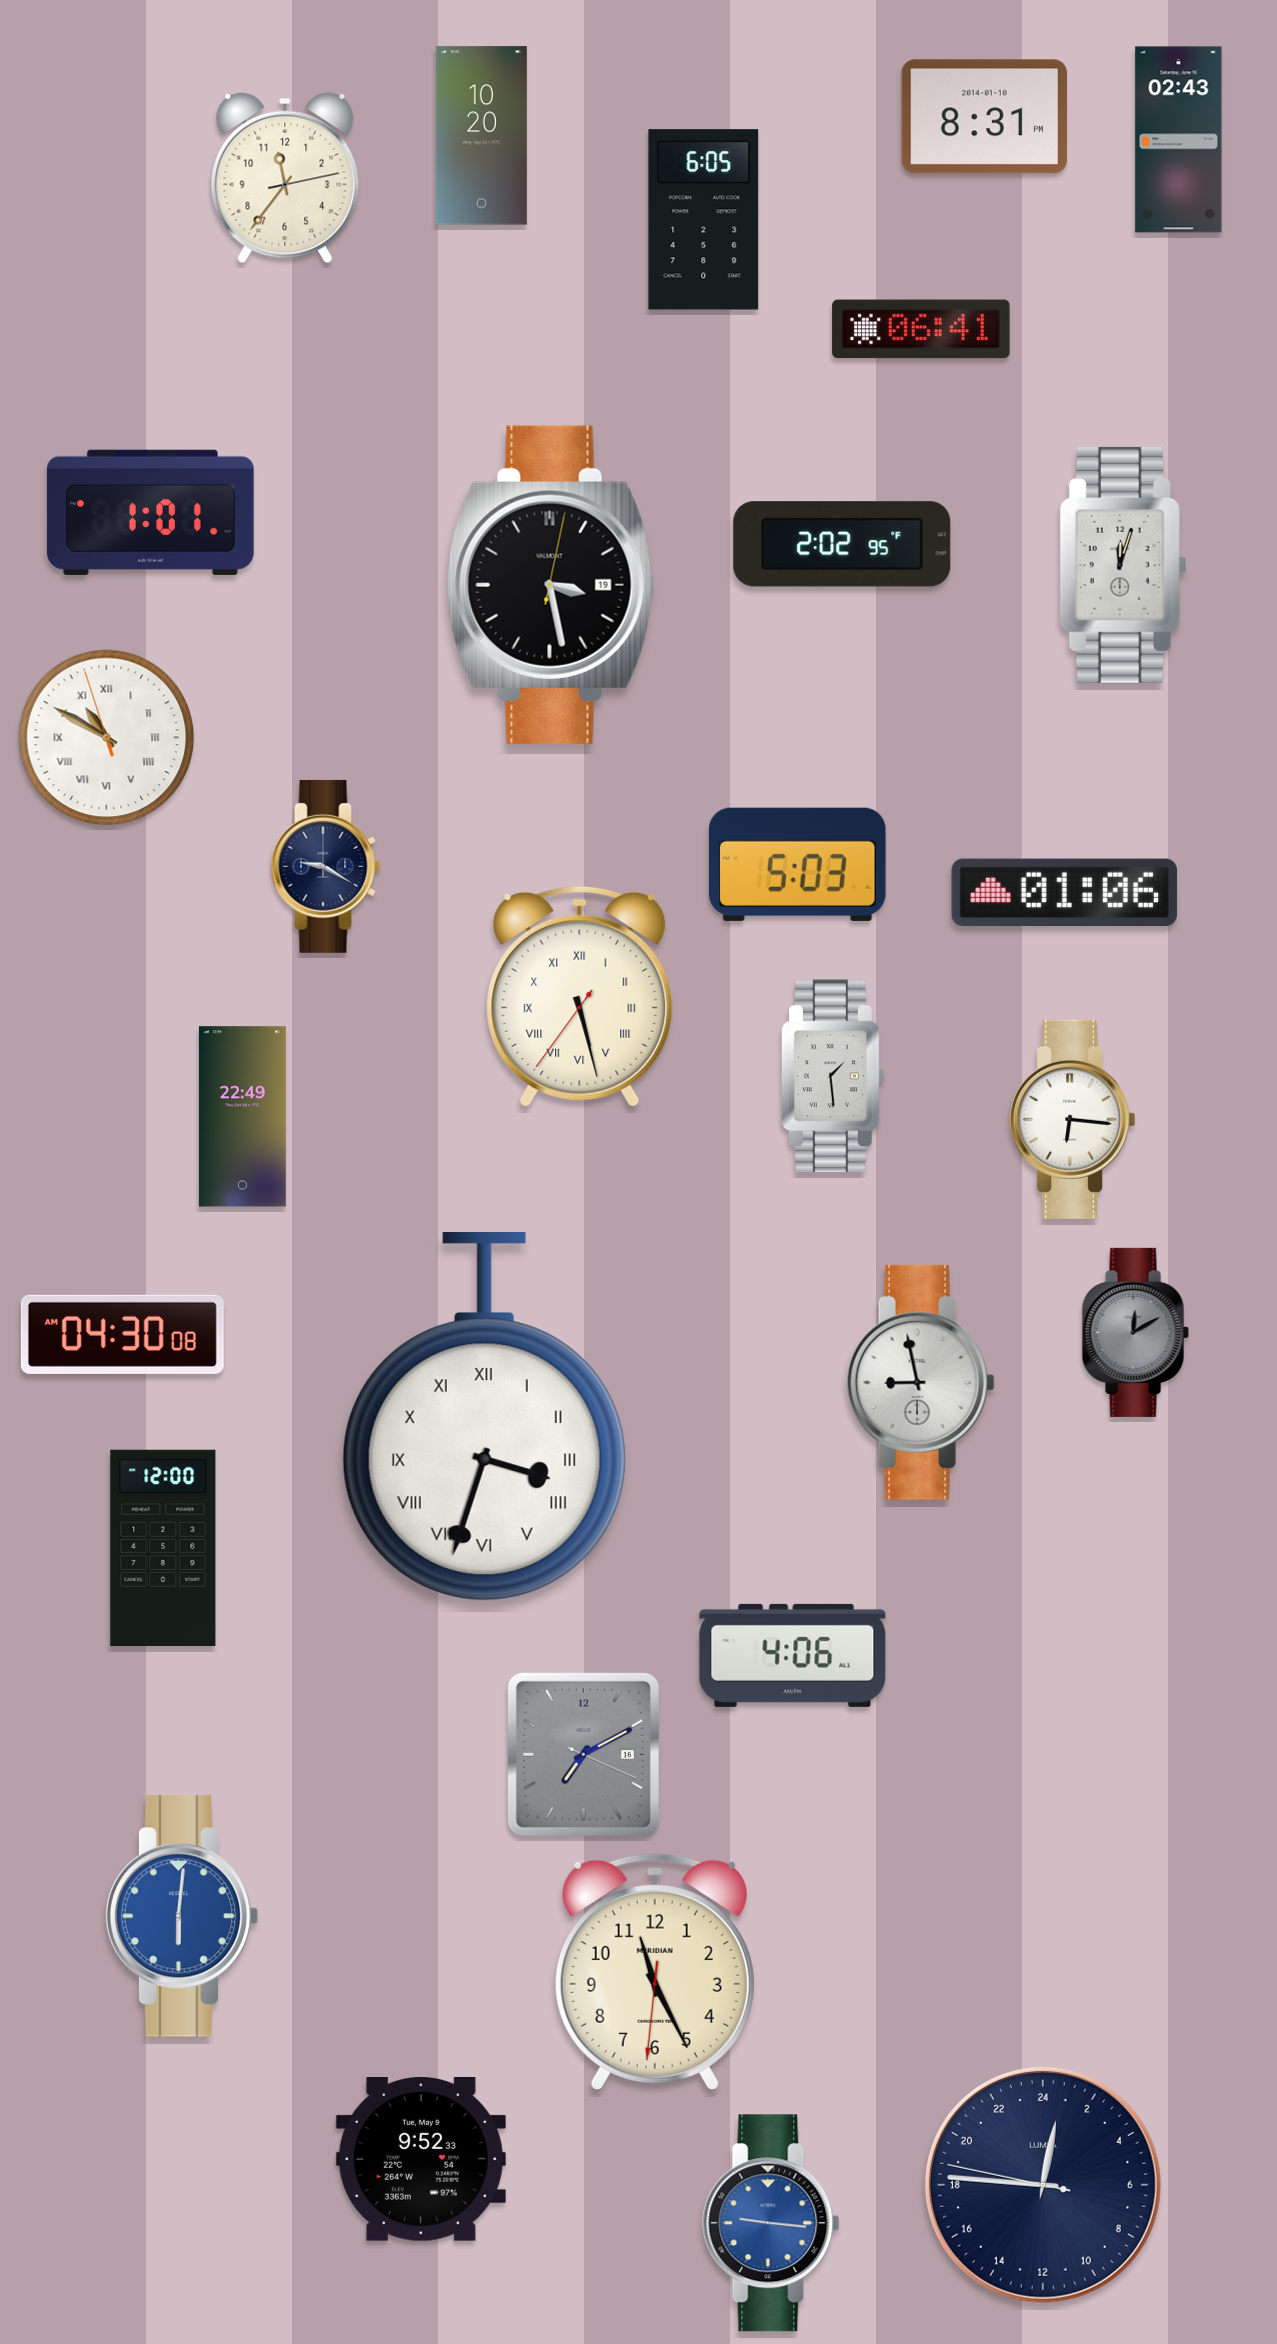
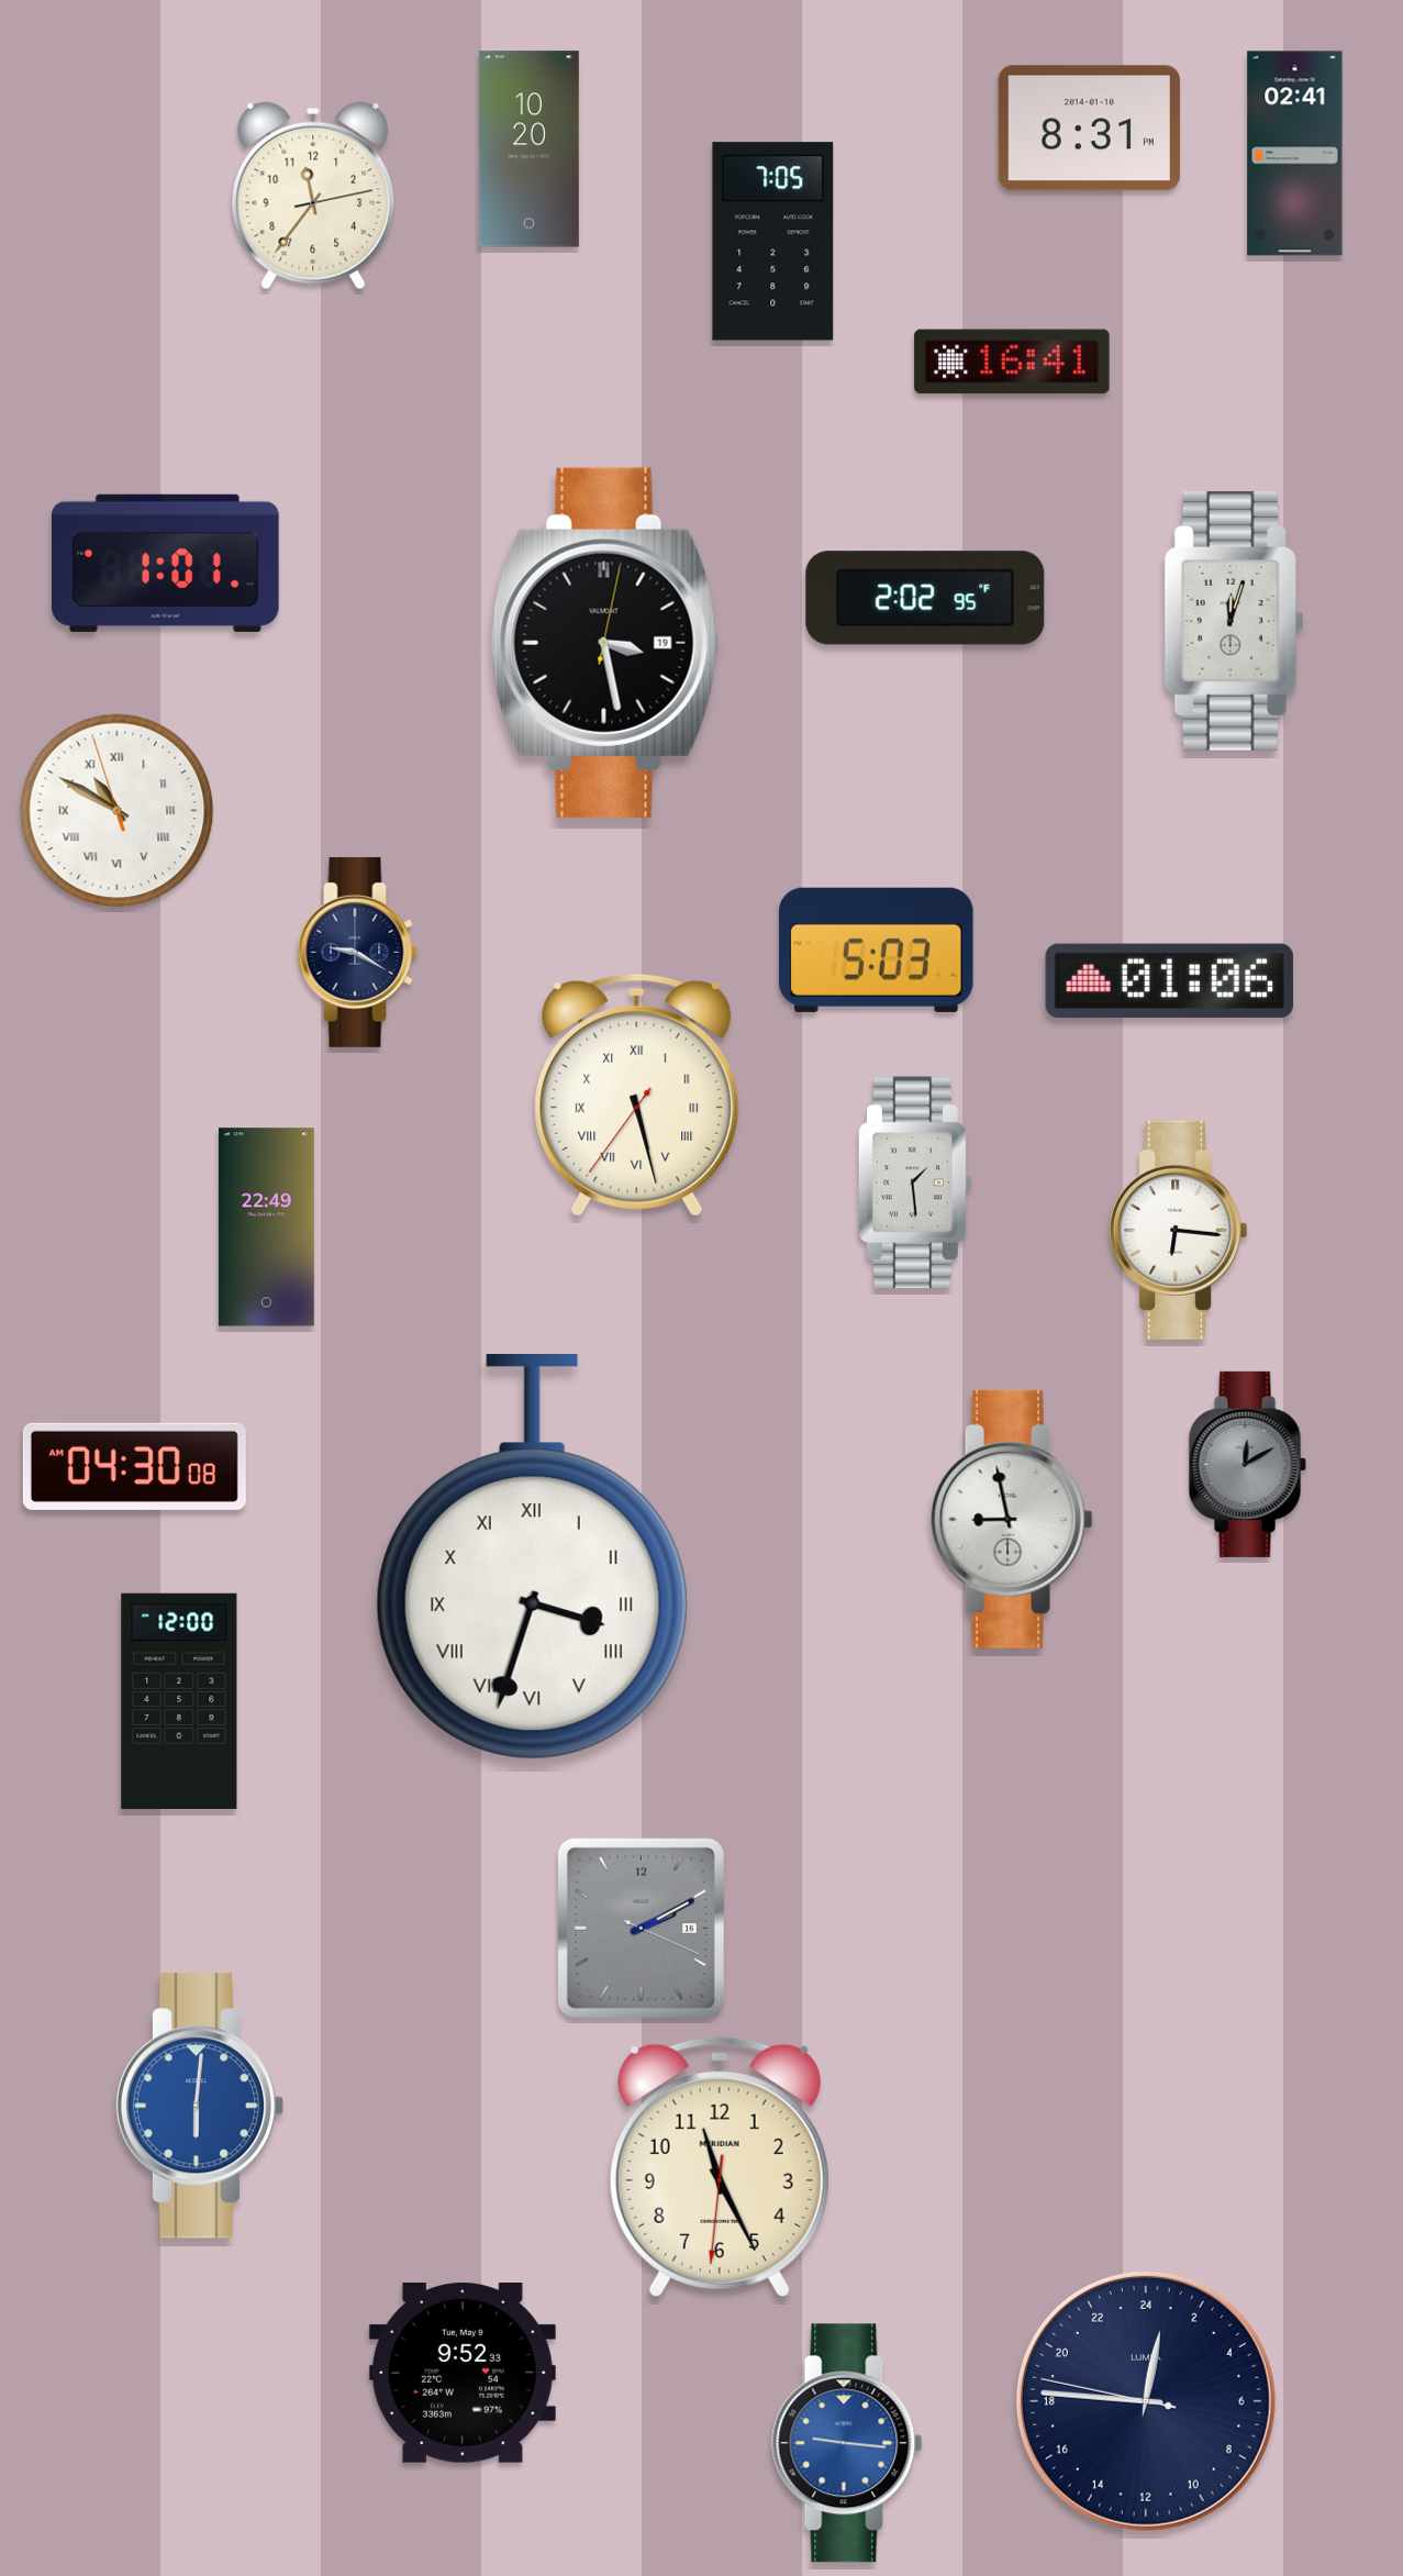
clock at (984, 117) position: (984, 117) -> (1089, 129)
clock at (1179, 140): 02:43 -> 02:41
clock at (704, 220): 6:05 -> 7:05
clock at (921, 329): 06:41 -> 16:41
clock at (793, 1655): 4:06 -> none
clock at (583, 1754): 7:10 -> 2:10
